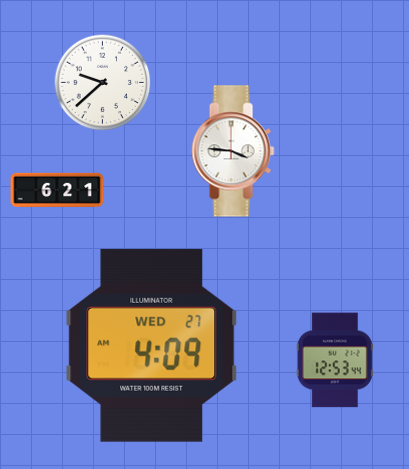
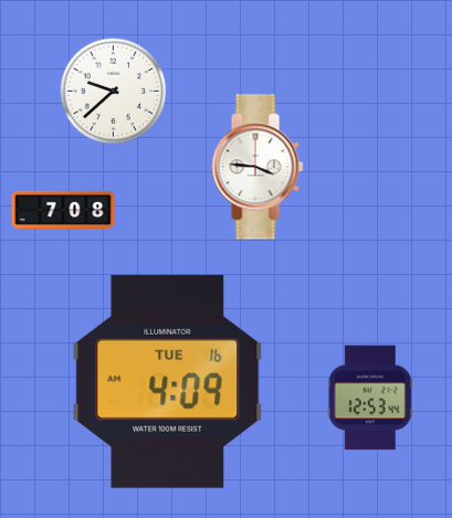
clock at (57, 190): 6:21 -> 7:08
clock at (152, 345) date: WED 27 -> TUE 16
